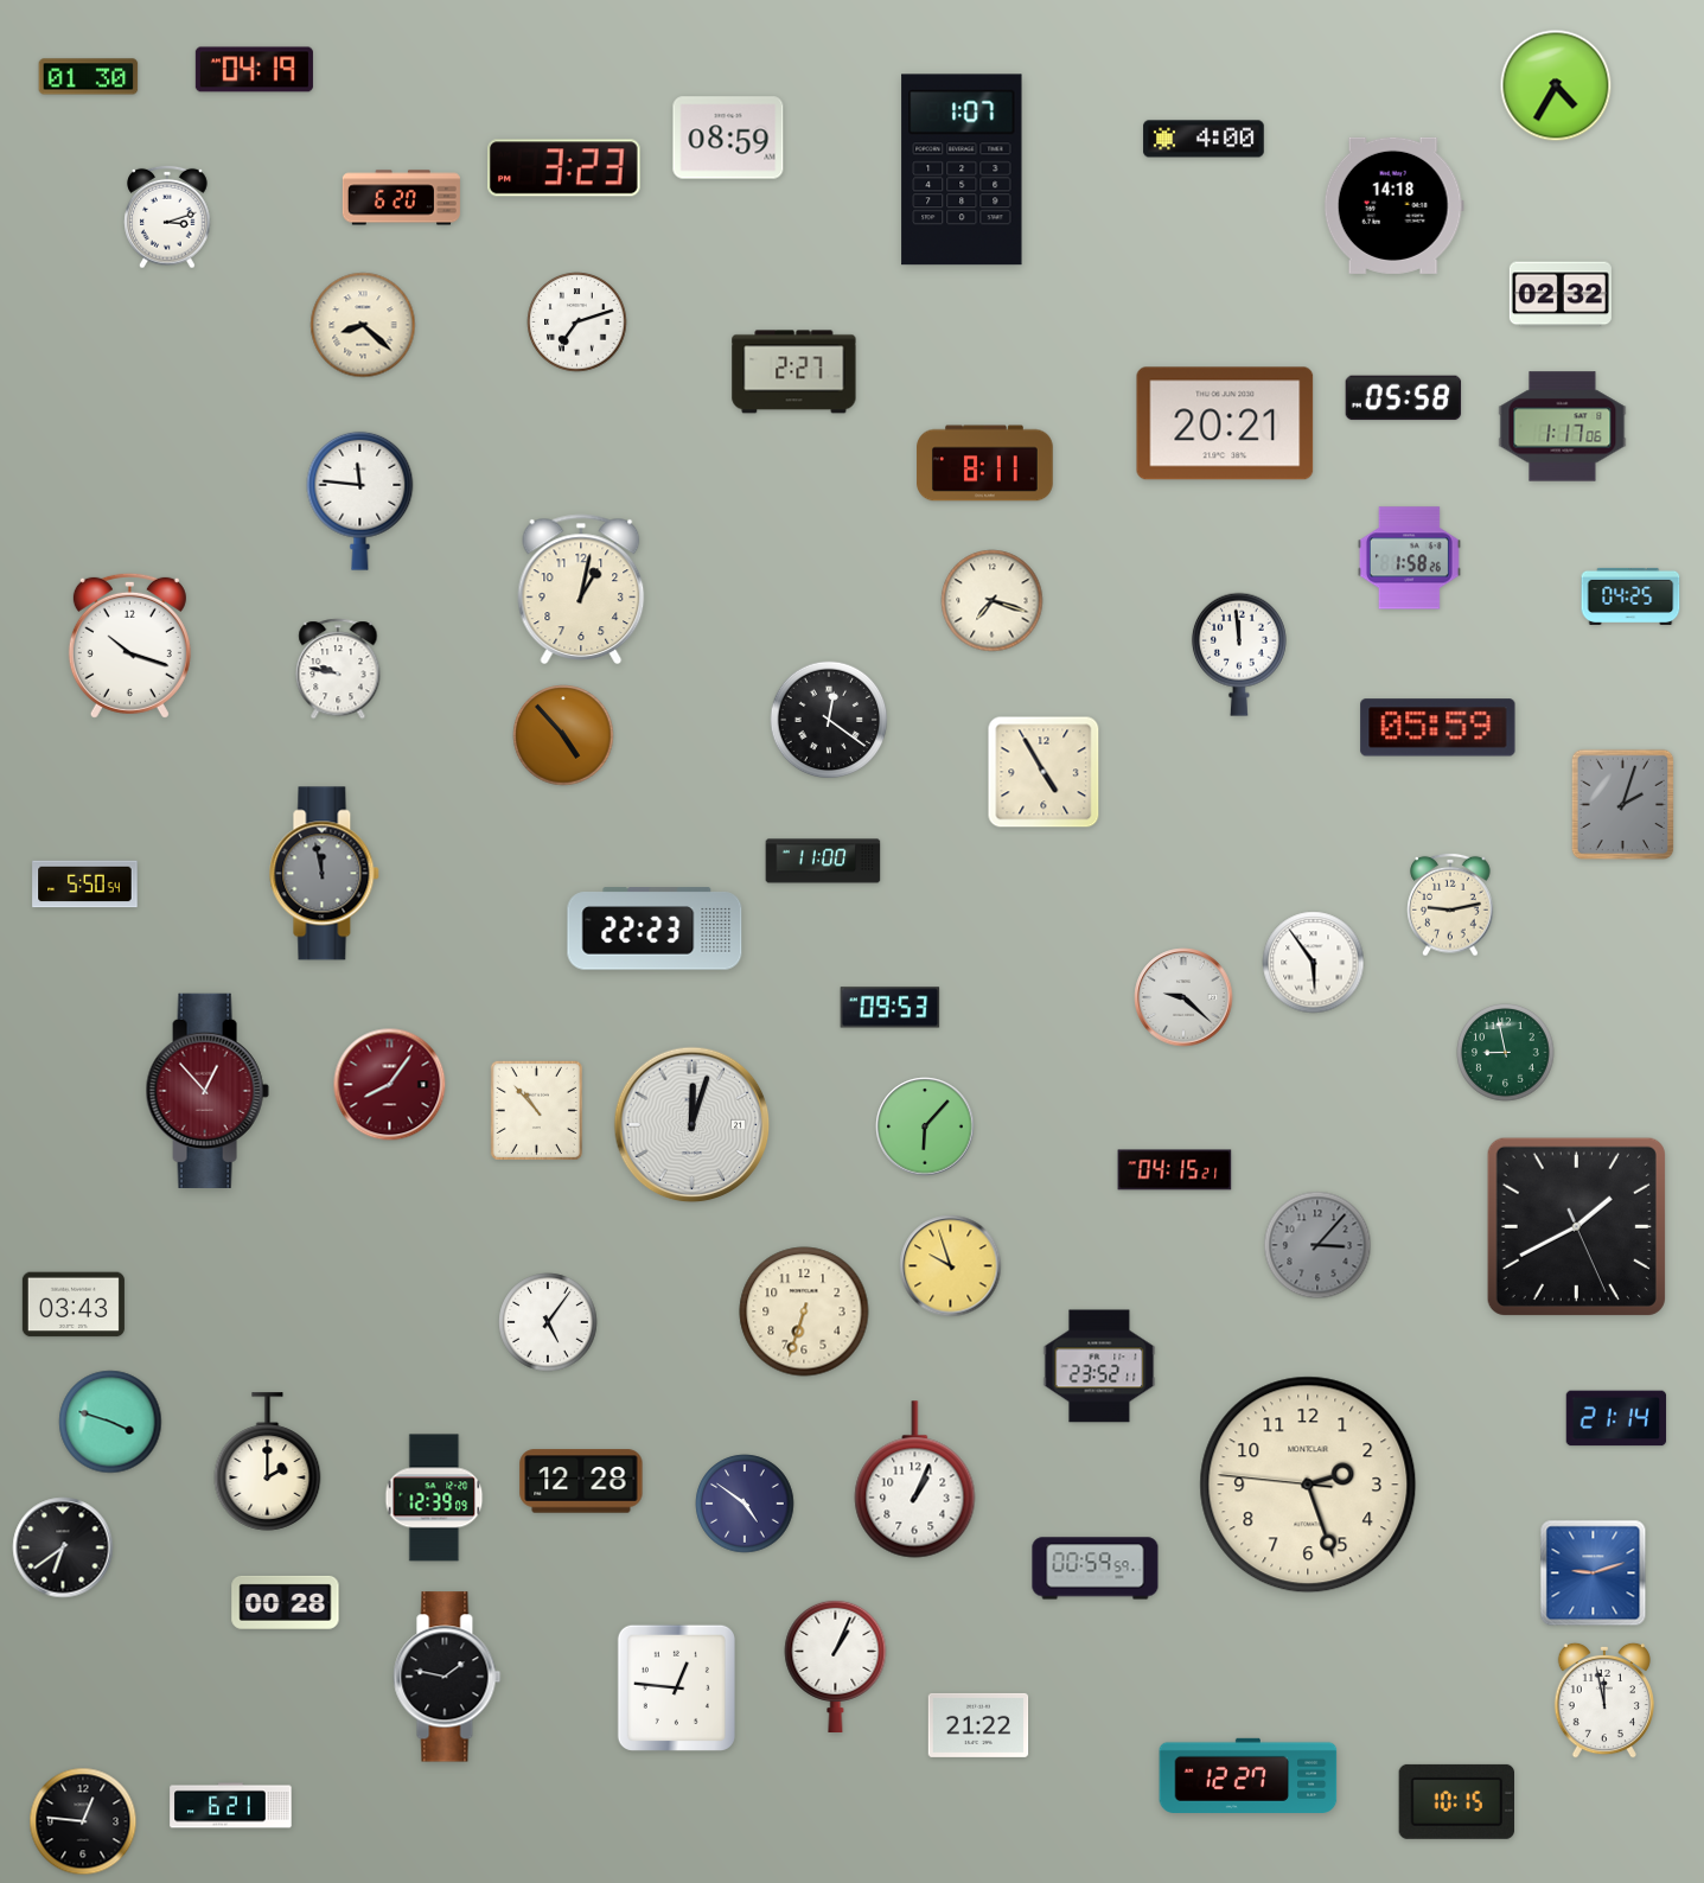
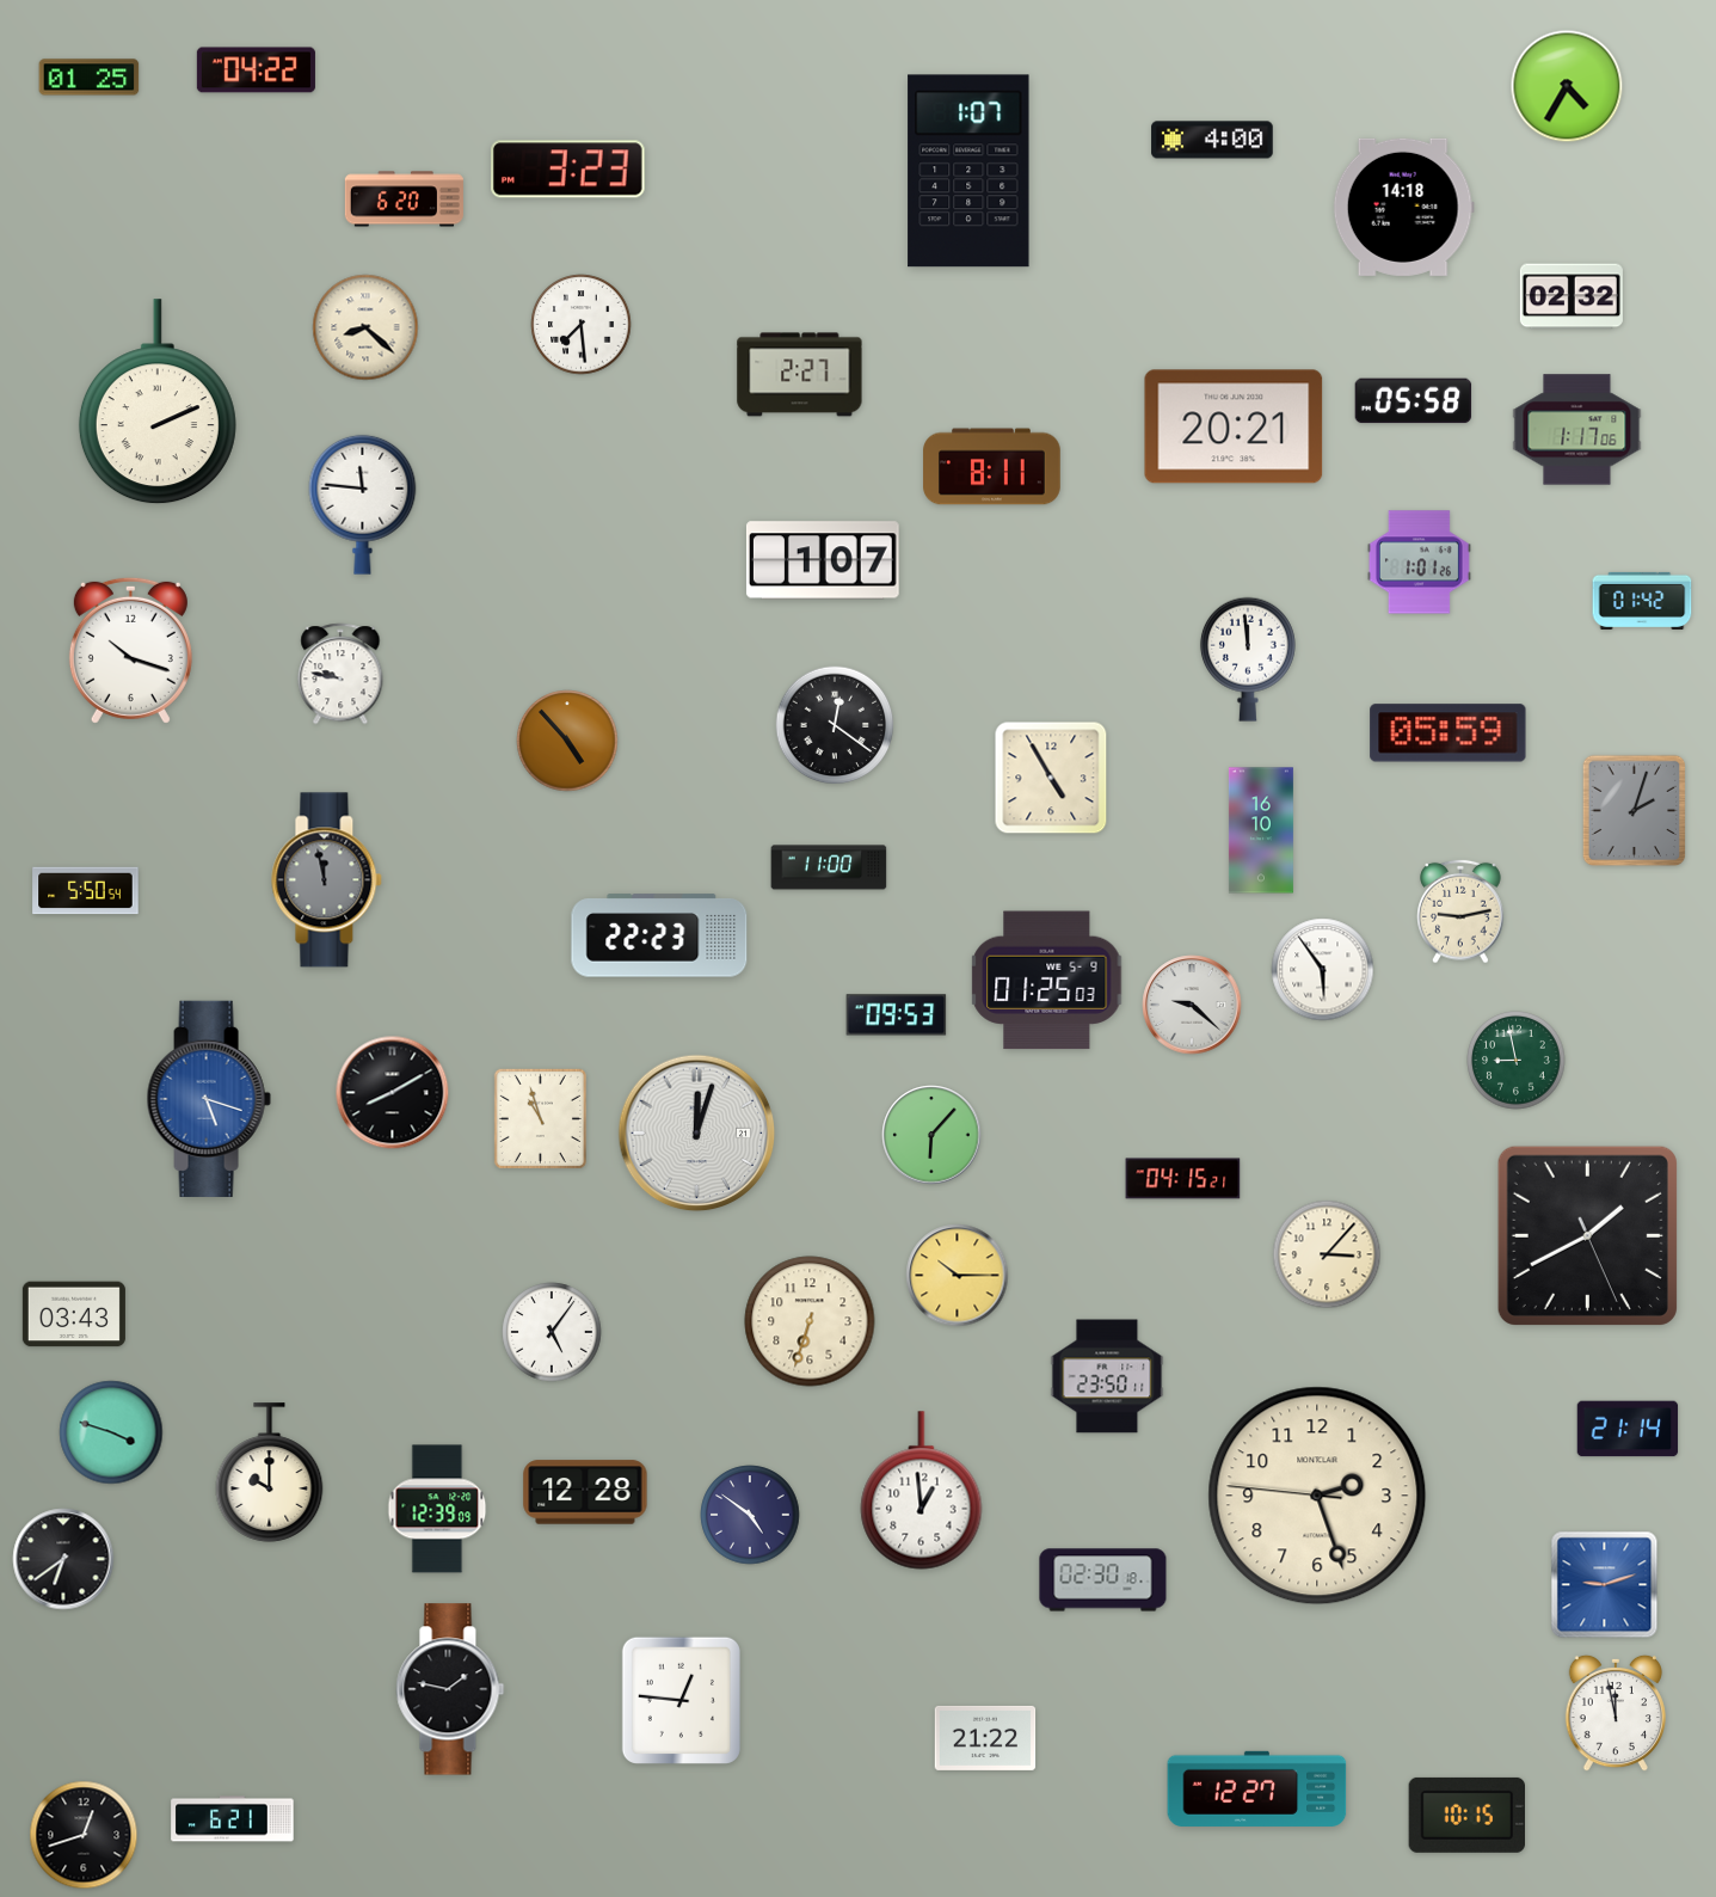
clock at (254, 70): 04:19 -> 04:22
clock at (89, 77): 01:30 -> 01:25
clock at (728, 138): 08:59 -> none
clock at (167, 217): 3:12 -> none
clock at (577, 323): 7:12 -> 7:29
clock at (158, 403): none -> 2:11
clock at (1563, 427) position: (1563, 427) -> (1577, 430)
clock at (823, 560): none -> 1:07
clock at (1409, 558): 1:58 -> 1:01
clock at (581, 588): 1:02 -> none
clock at (1630, 596): 04:25 -> 01:42
clock at (993, 601): 7:18 -> none
clock at (1261, 830): none -> 16:10
clock at (1047, 981): none -> 01:25
clock at (390, 1085): 8:06 -> 8:10
clock at (390, 1085) dial: burgundy -> black
clock at (208, 1091): 12:53 -> 5:18
clock at (208, 1091) dial: burgundy -> blue
clock at (536, 1110): 10:53 -> 10:57
clock at (1317, 1245) dial: grey -> cream
clock at (951, 1266): 9:57 -> 10:15
clock at (1099, 1366): 23:52 -> 23:50
clock at (268, 1462): 2:00 -> 10:00
clock at (915, 1480): 1:04 -> 12:59
clock at (1096, 1569): 00:59 -> 02:30
clock at (286, 1602): 00:28 -> none
clock at (836, 1665): 1:04 -> none
clock at (83, 1821): 12:46 -> 12:42
